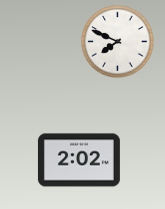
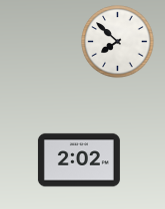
clock at (118, 42): 7:49 -> 7:52
